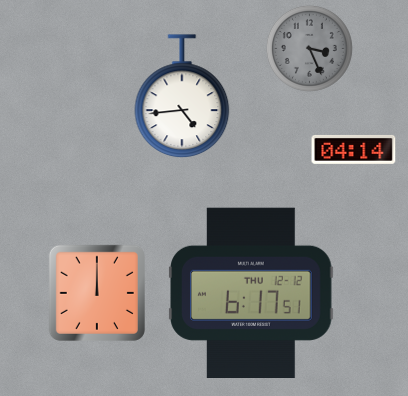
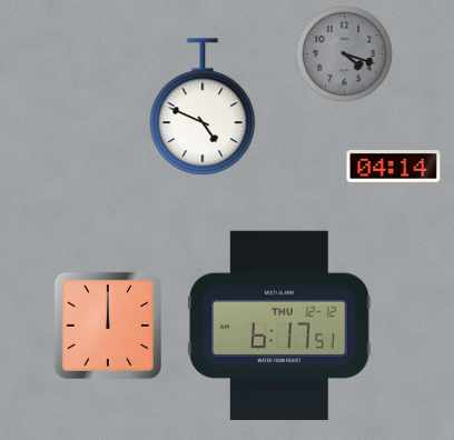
clock at (309, 48): 3:26 -> 4:18
clock at (182, 96): 4:44 -> 4:49
